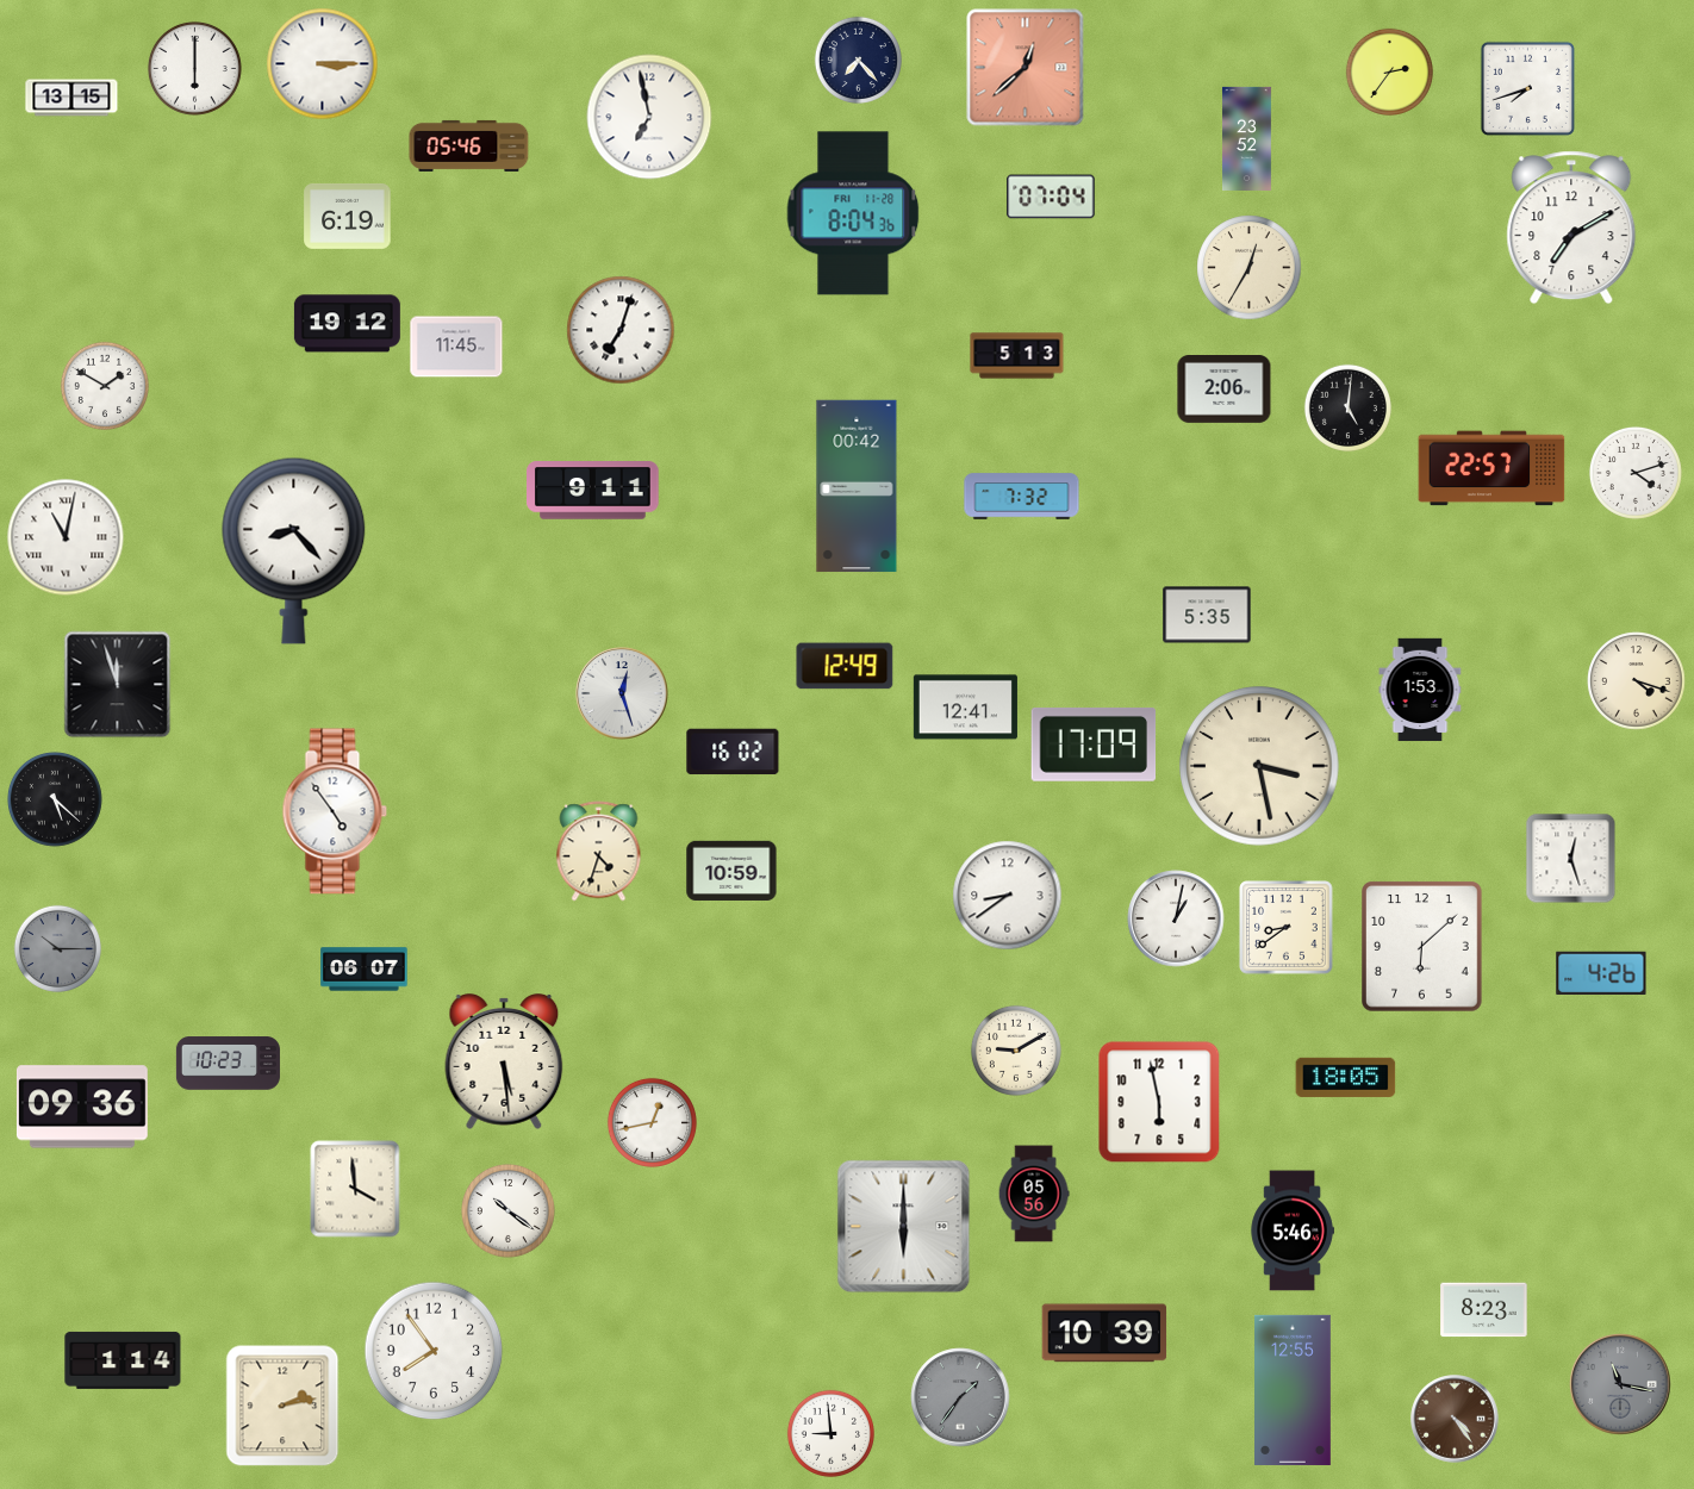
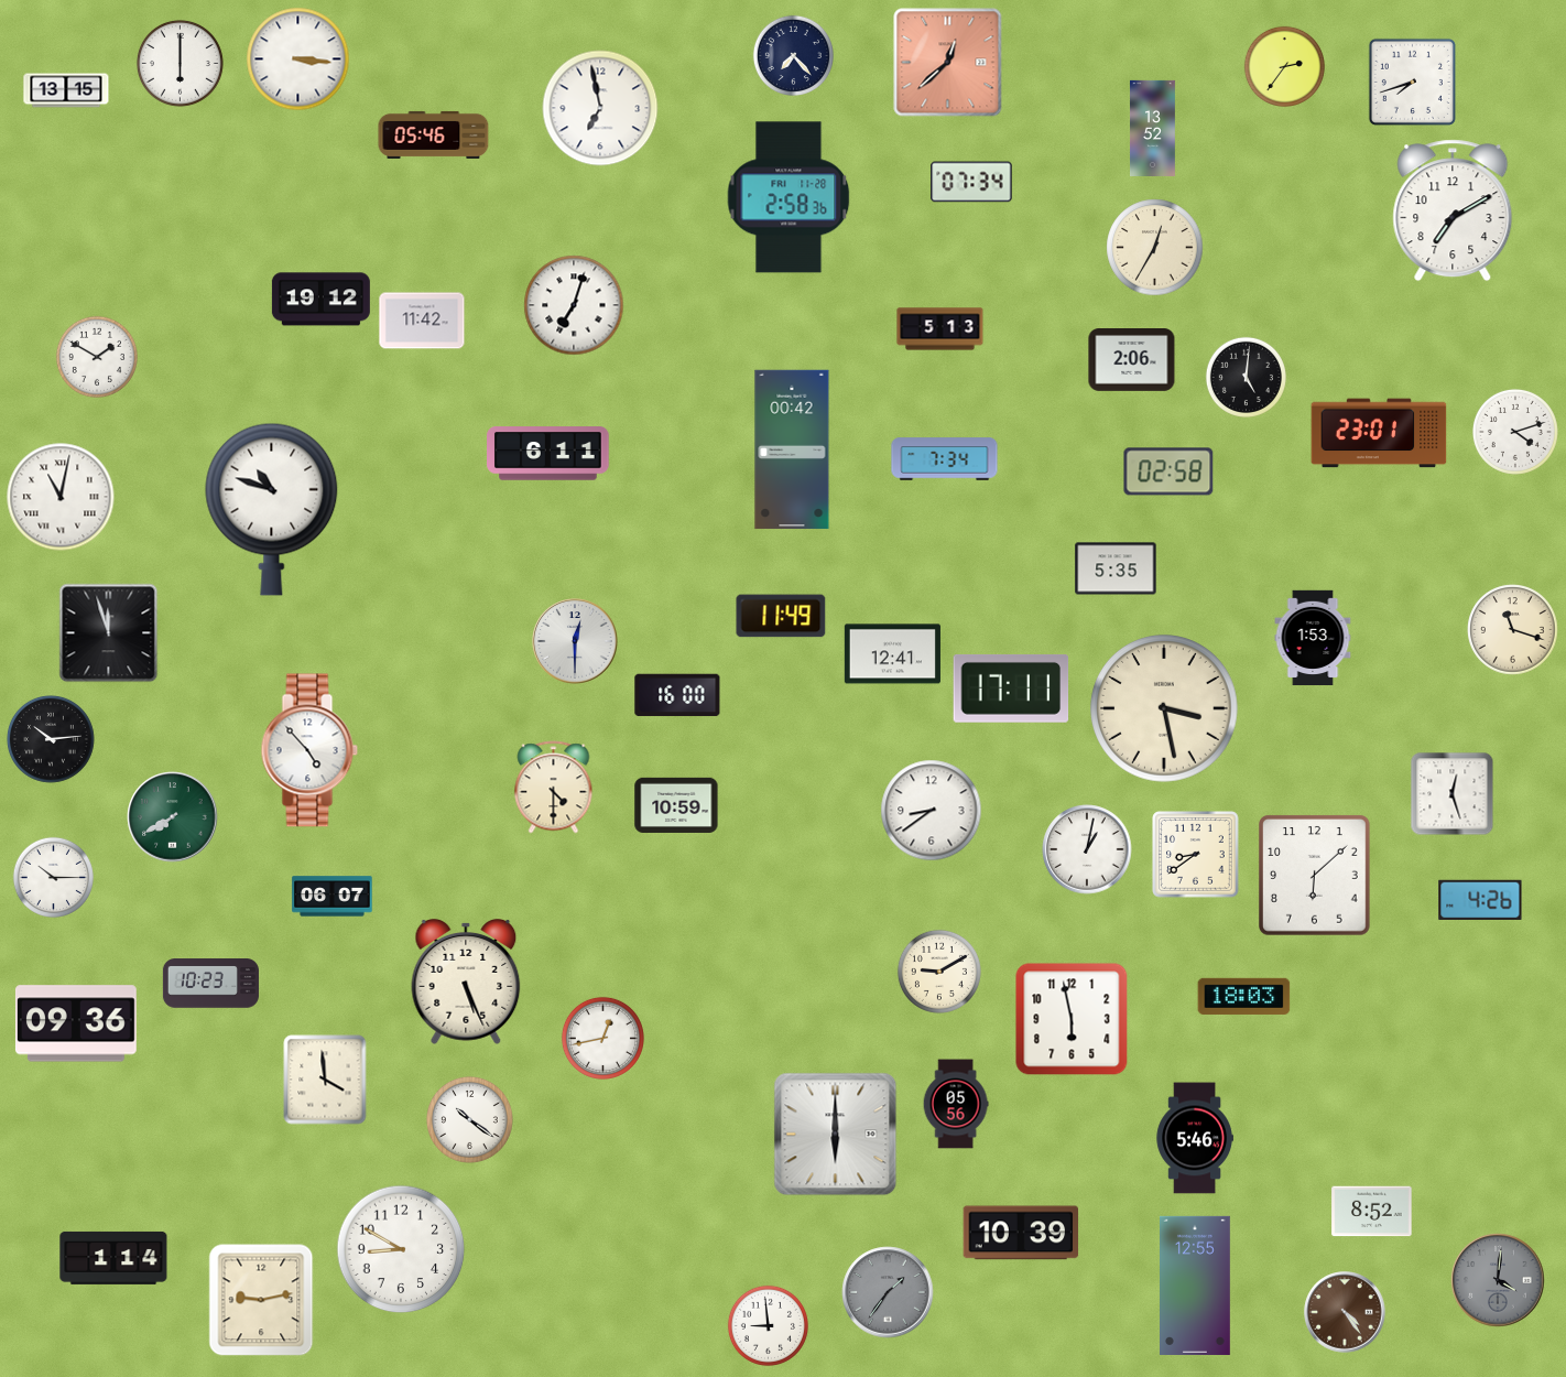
clock at (323, 64): 3:15 -> 3:16
clock at (1247, 138): 23:52 -> 13:52
clock at (1051, 197): 07:04 -> 07:34
clock at (853, 213): 8:04 -> 2:58
clock at (348, 216): 6:19 -> none
clock at (456, 347): 11:45 -> 11:42
clock at (1491, 468): 22:57 -> 23:01
clock at (1636, 473) position: (1636, 473) -> (1515, 432)
clock at (593, 491): 9:11 -> 6:11
clock at (1022, 497): 7:32 -> 7:34
clock at (1168, 471): none -> 02:58
clock at (294, 550): 8:23 -> 10:48
clock at (845, 666): 12:49 -> 11:49
clock at (1637, 681): 4:18 -> 11:18
clock at (622, 693): 12:27 -> 12:30
clock at (1094, 744): 17:09 -> 17:11
clock at (733, 752): 16:02 -> 16:00
clock at (56, 800): 5:22 -> 10:14
clock at (335, 811): 4:54 -> 4:53
clock at (599, 852): 4:33 -> 4:30
clock at (173, 817): none -> 7:40
clock at (1008, 896) position: (1008, 896) -> (932, 811)
clock at (1287, 928) position: (1287, 928) -> (1196, 855)
clock at (57, 948) dial: grey -> white
clock at (365, 970) position: (365, 970) -> (333, 897)
clock at (504, 1061): 5:29 -> 5:26
clock at (1346, 1077): 18:05 -> 18:03
clock at (355, 1189) position: (355, 1189) -> (325, 1080)
clock at (1484, 1310): 8:23 -> 8:52
clock at (434, 1351): 7:54 -> 8:50
clock at (1620, 1384): 11:17 -> 4:01
clock at (282, 1406): 2:13 -> 9:13
